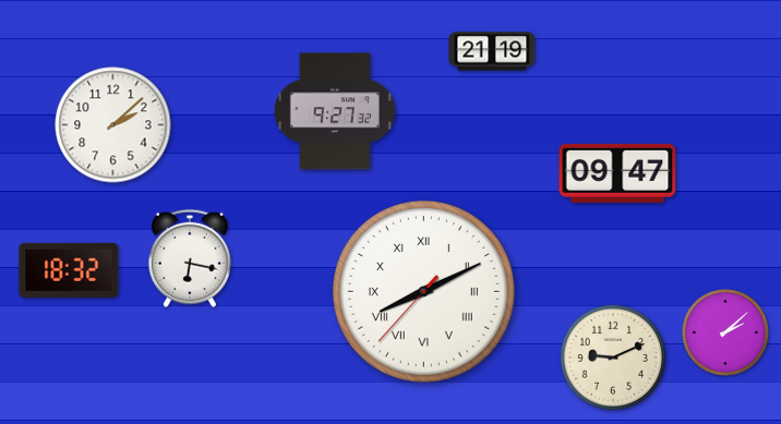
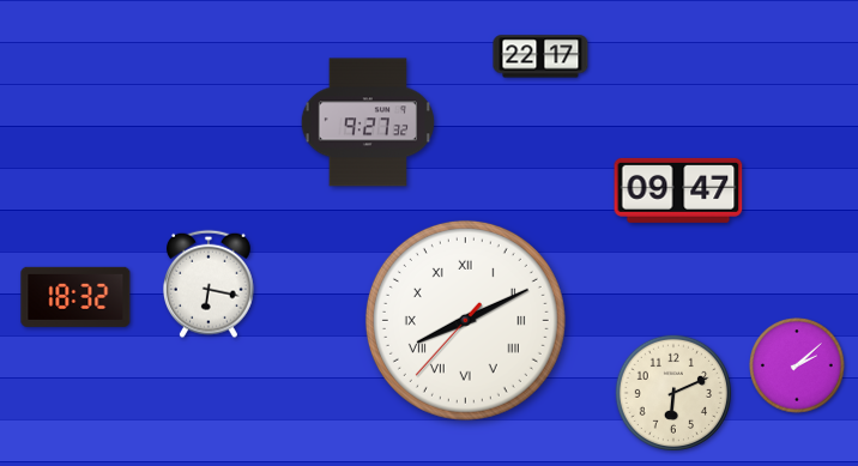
clock at (492, 51): 21:19 -> 22:17
clock at (113, 125): 2:08 -> none
clock at (612, 356): 9:11 -> 6:11
